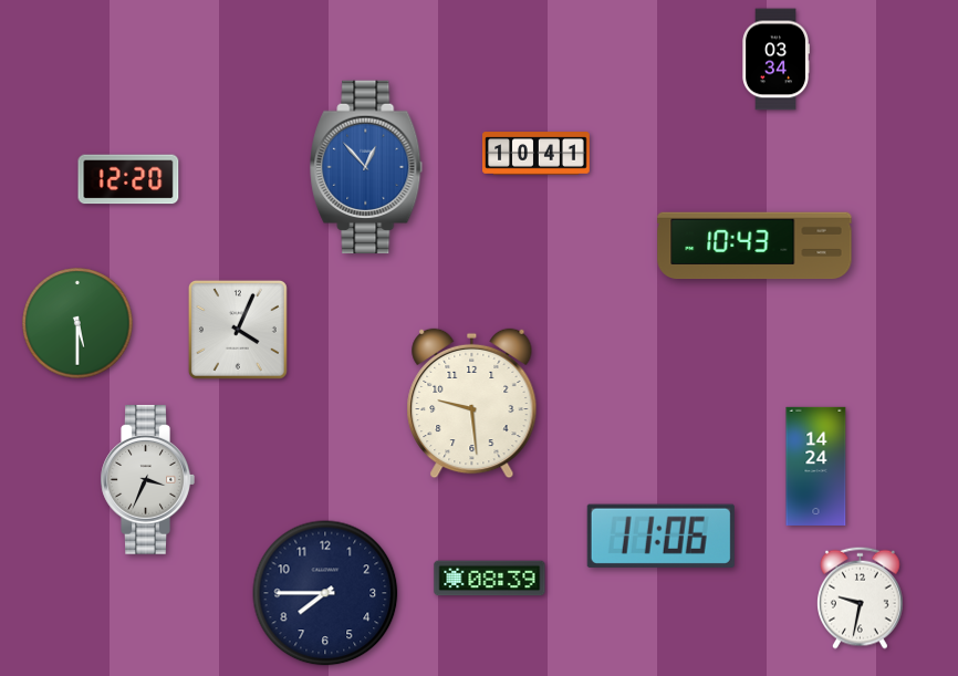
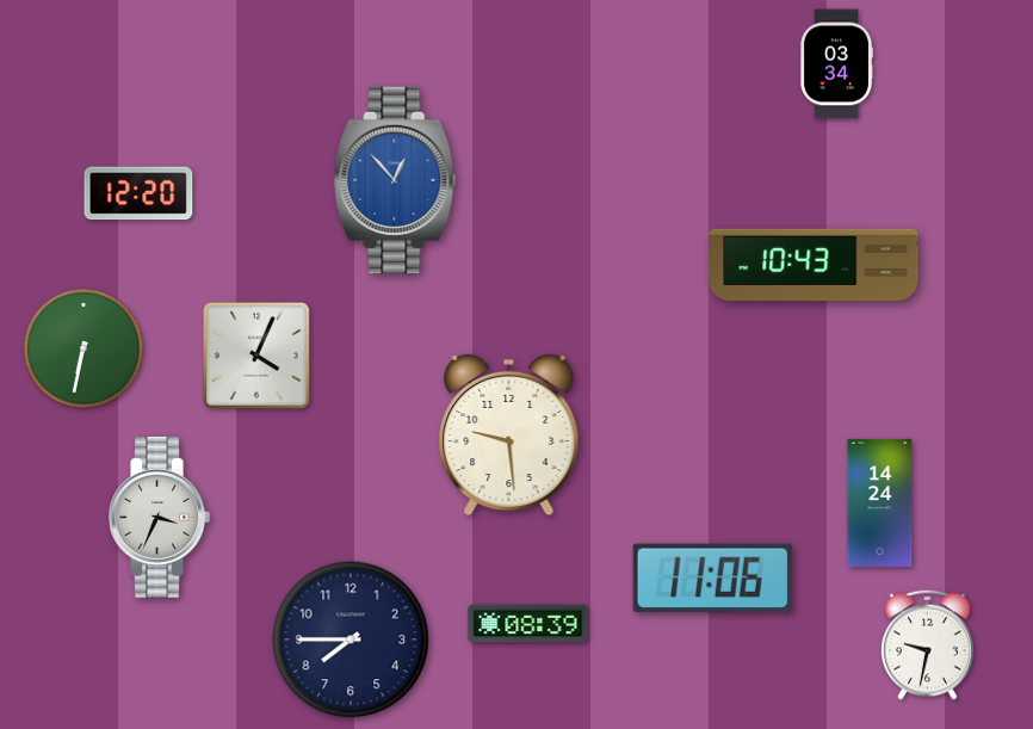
clock at (537, 154): 10:41 -> none
clock at (77, 323): 5:30 -> 6:32
